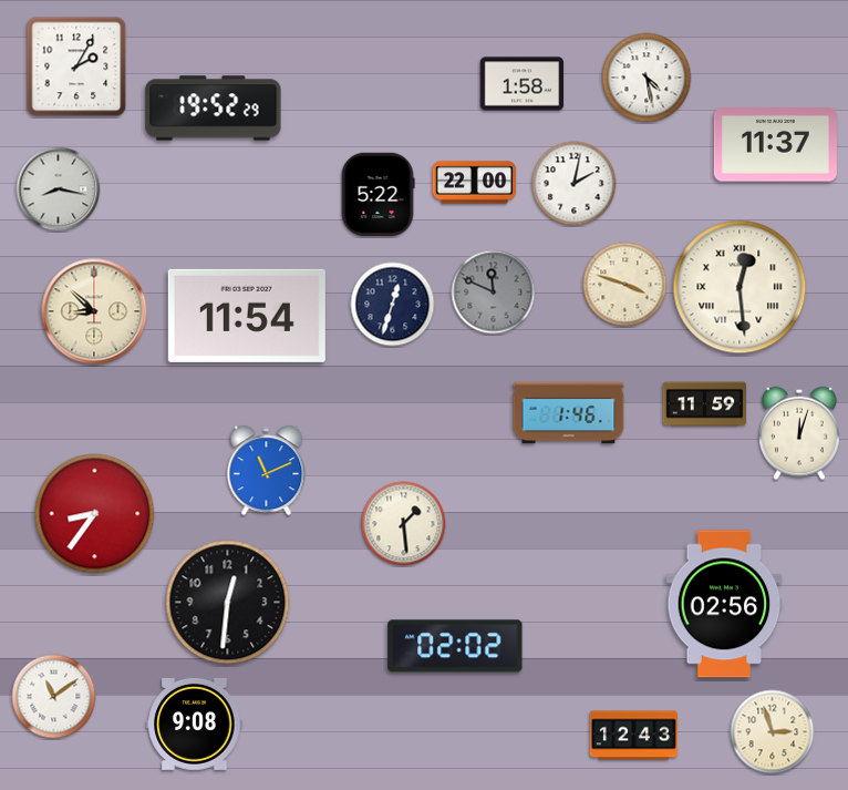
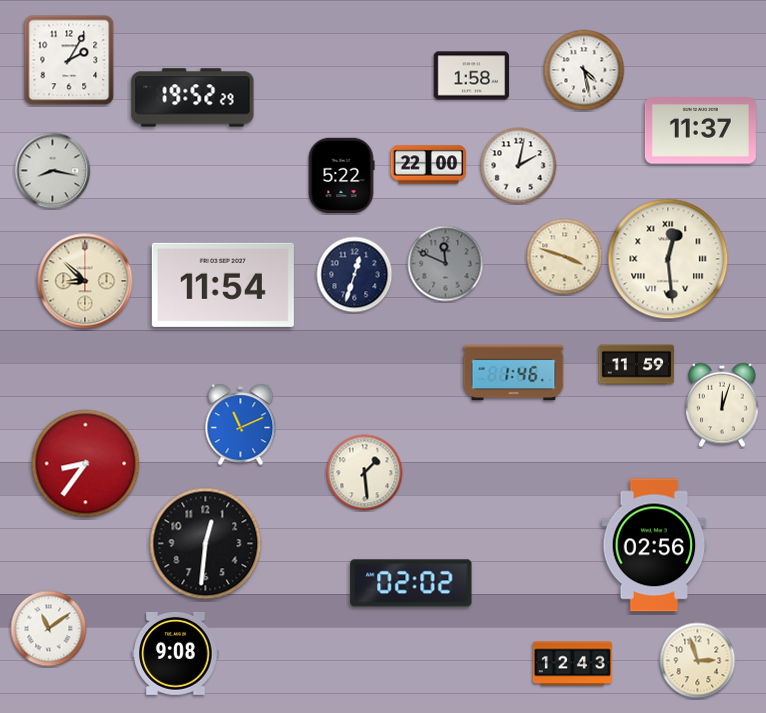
clock at (799, 433) position: (799, 433) -> (722, 405)
